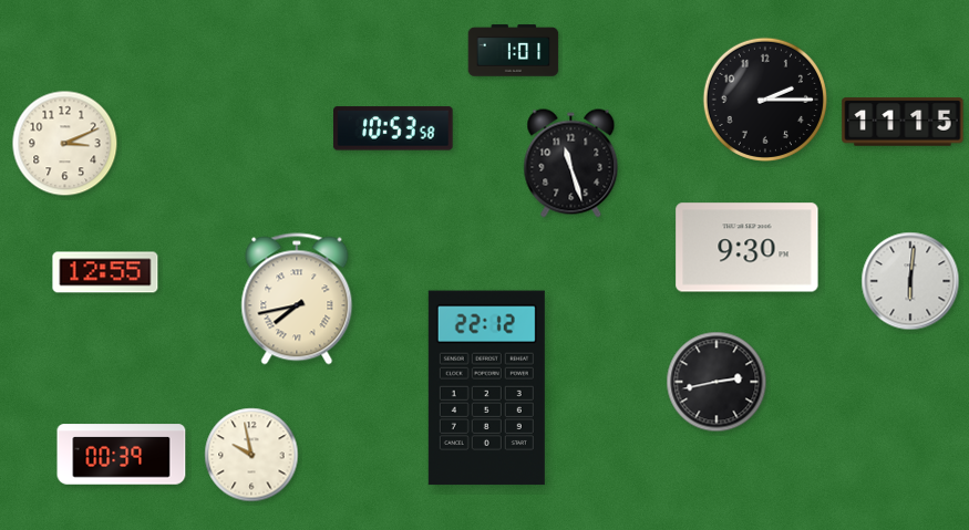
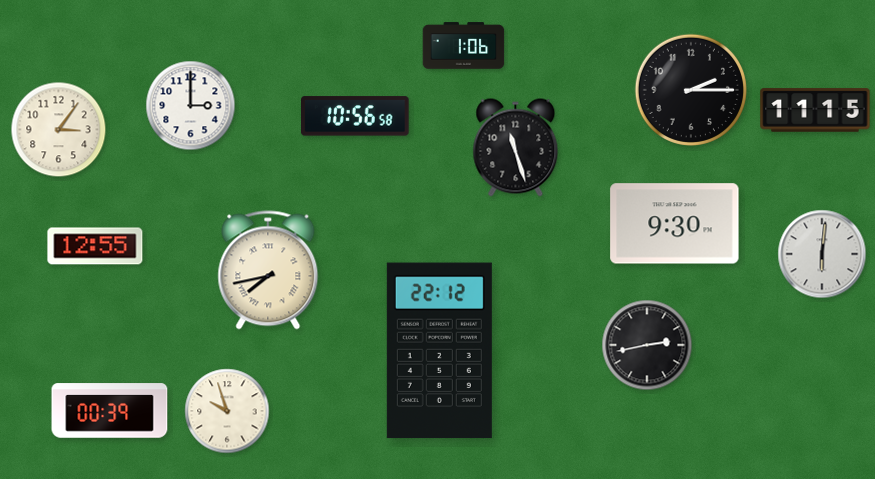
clock at (514, 51): 1:01 -> 1:06
clock at (191, 106): none -> 3:00
clock at (393, 128): 10:53 -> 10:56
clock at (65, 144): 3:11 -> 3:06
clock at (251, 455): 9:58 -> 9:57
